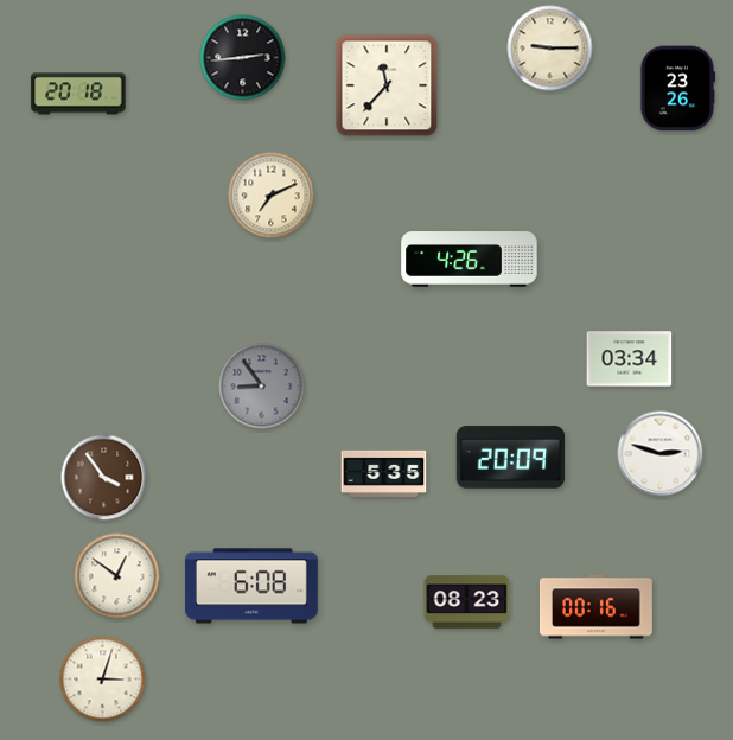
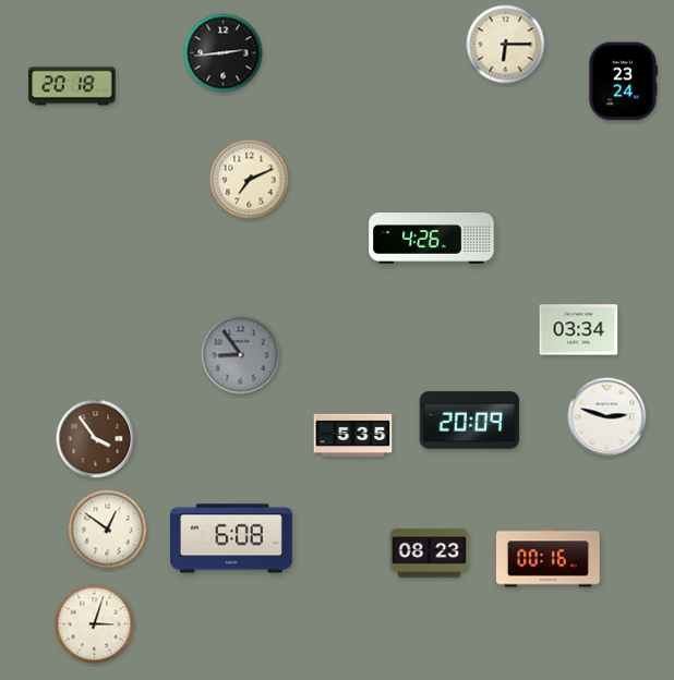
clock at (550, 49): 9:15 -> 6:15
clock at (387, 85): 11:37 -> none
clock at (677, 89): 23:26 -> 23:24
